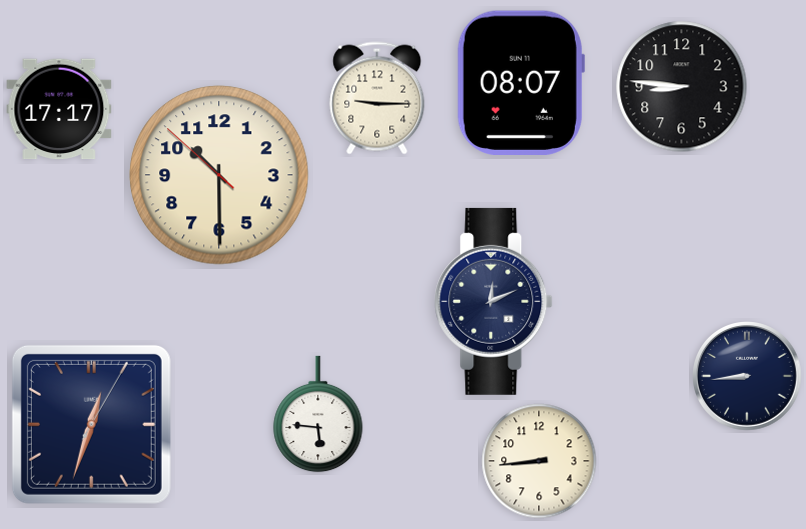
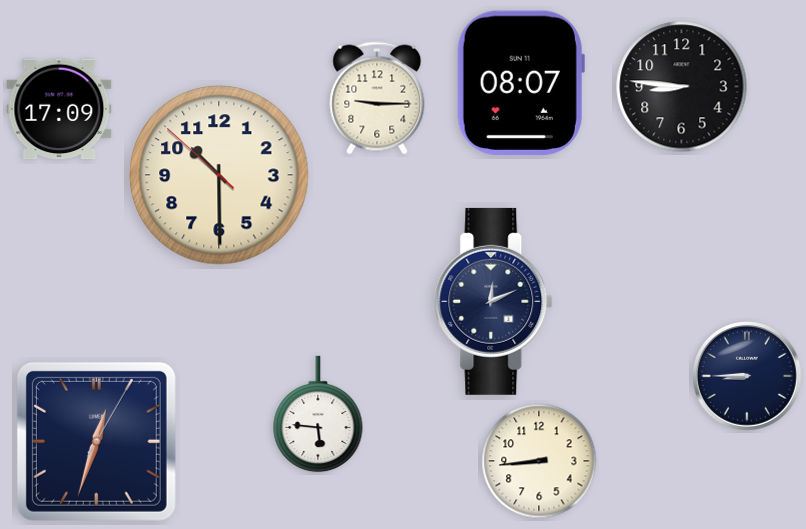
clock at (59, 109): 17:17 -> 17:09
clock at (747, 376): 8:44 -> 8:45
clock at (91, 424) position: (91, 424) -> (96, 441)
